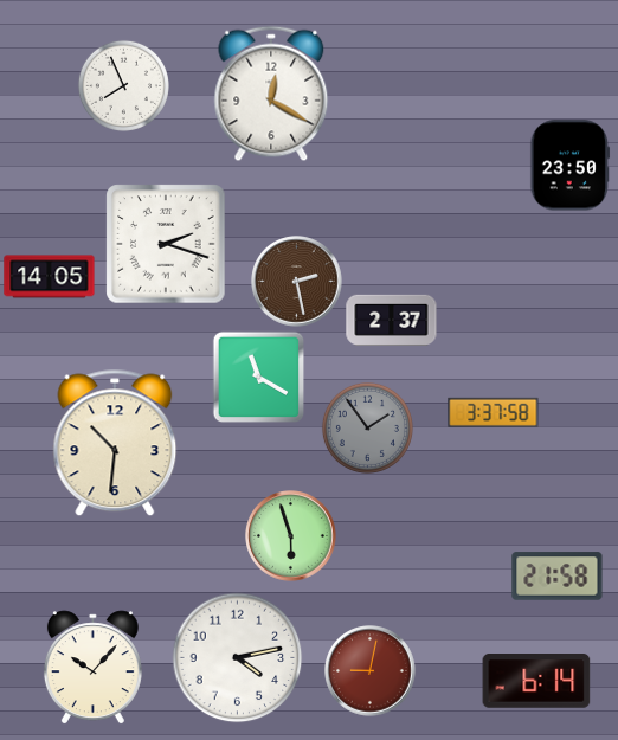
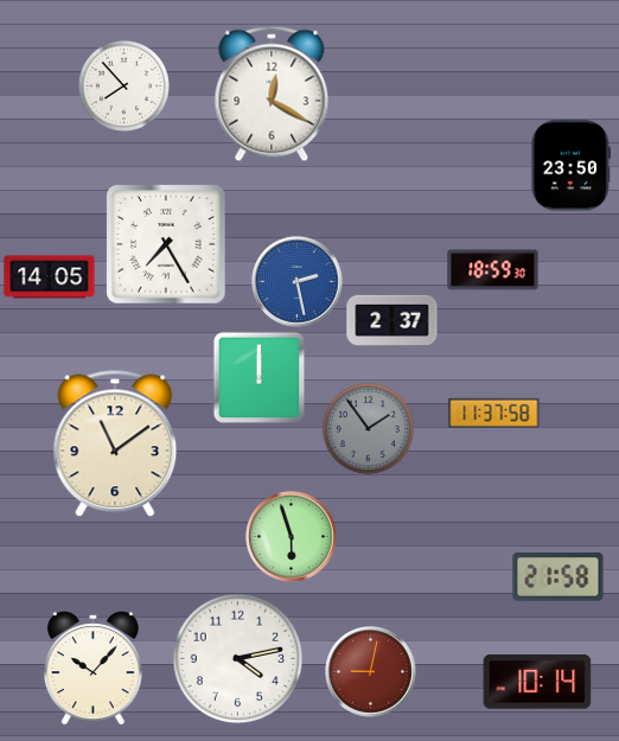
clock at (123, 85): 7:56 -> 7:53
clock at (166, 244): 2:18 -> 7:25
clock at (493, 270): none -> 18:59
clock at (297, 282) dial: brown -> blue
clock at (258, 377): 11:20 -> 12:00
clock at (494, 412): 3:37 -> 11:37
clock at (115, 443): 10:31 -> 11:09
clock at (536, 682): 6:14 -> 10:14
